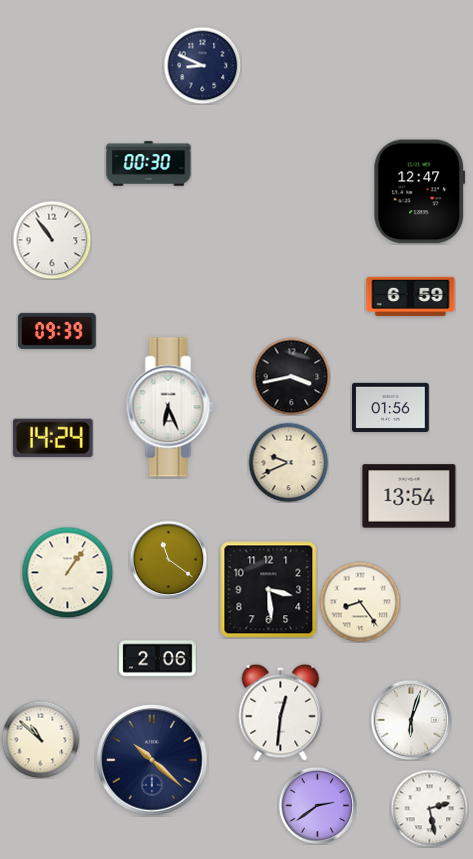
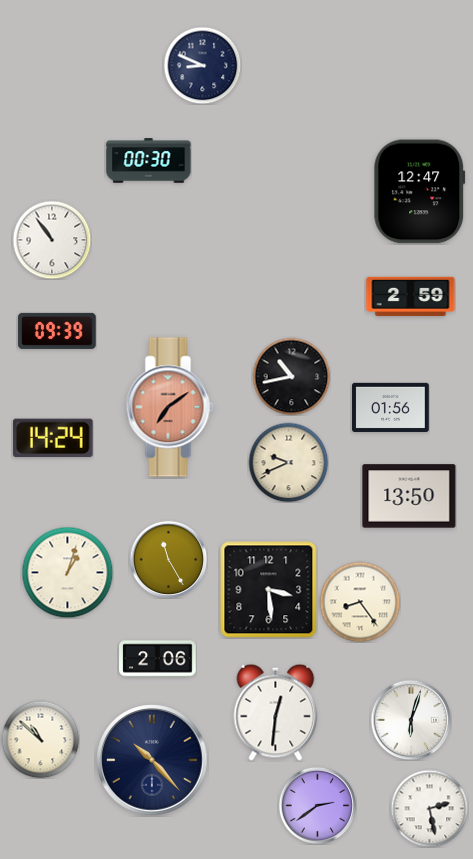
clock at (149, 164) position: (149, 164) -> (149, 161)
clock at (411, 297): 6:59 -> 2:59
clock at (291, 376): 3:43 -> 10:43
clock at (170, 407): 6:26 -> 7:09
clock at (170, 407) dial: white -> salmon
clock at (409, 496): 13:54 -> 13:50
clock at (168, 559): 11:21 -> 11:25
clock at (67, 572): 1:06 -> 1:03
clock at (281, 712) position: (281, 712) -> (276, 712)
clock at (152, 760): 10:22 -> 10:23
